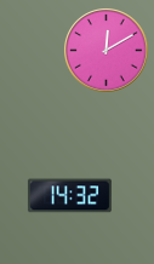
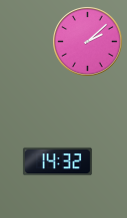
clock at (107, 51): 12:10 -> 2:08
